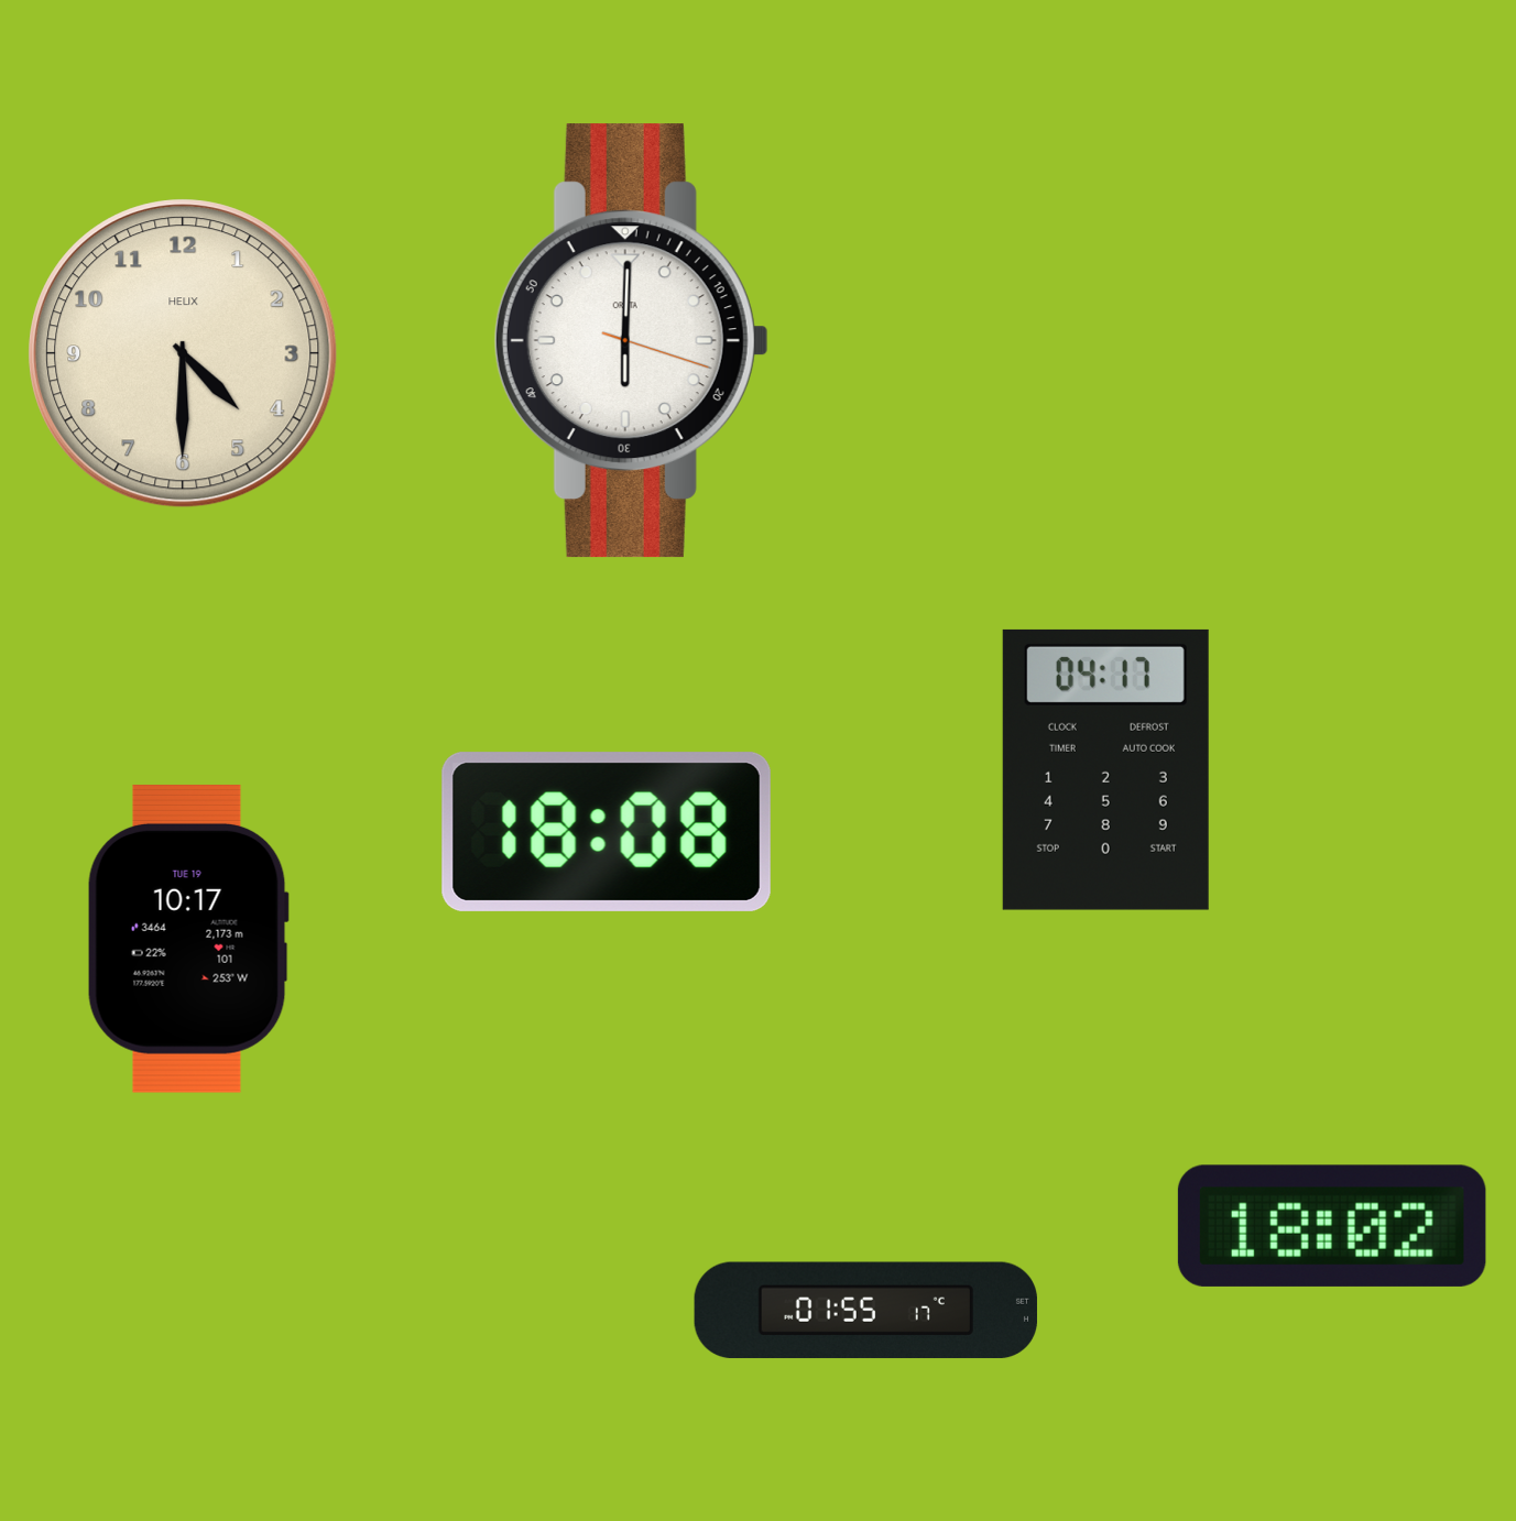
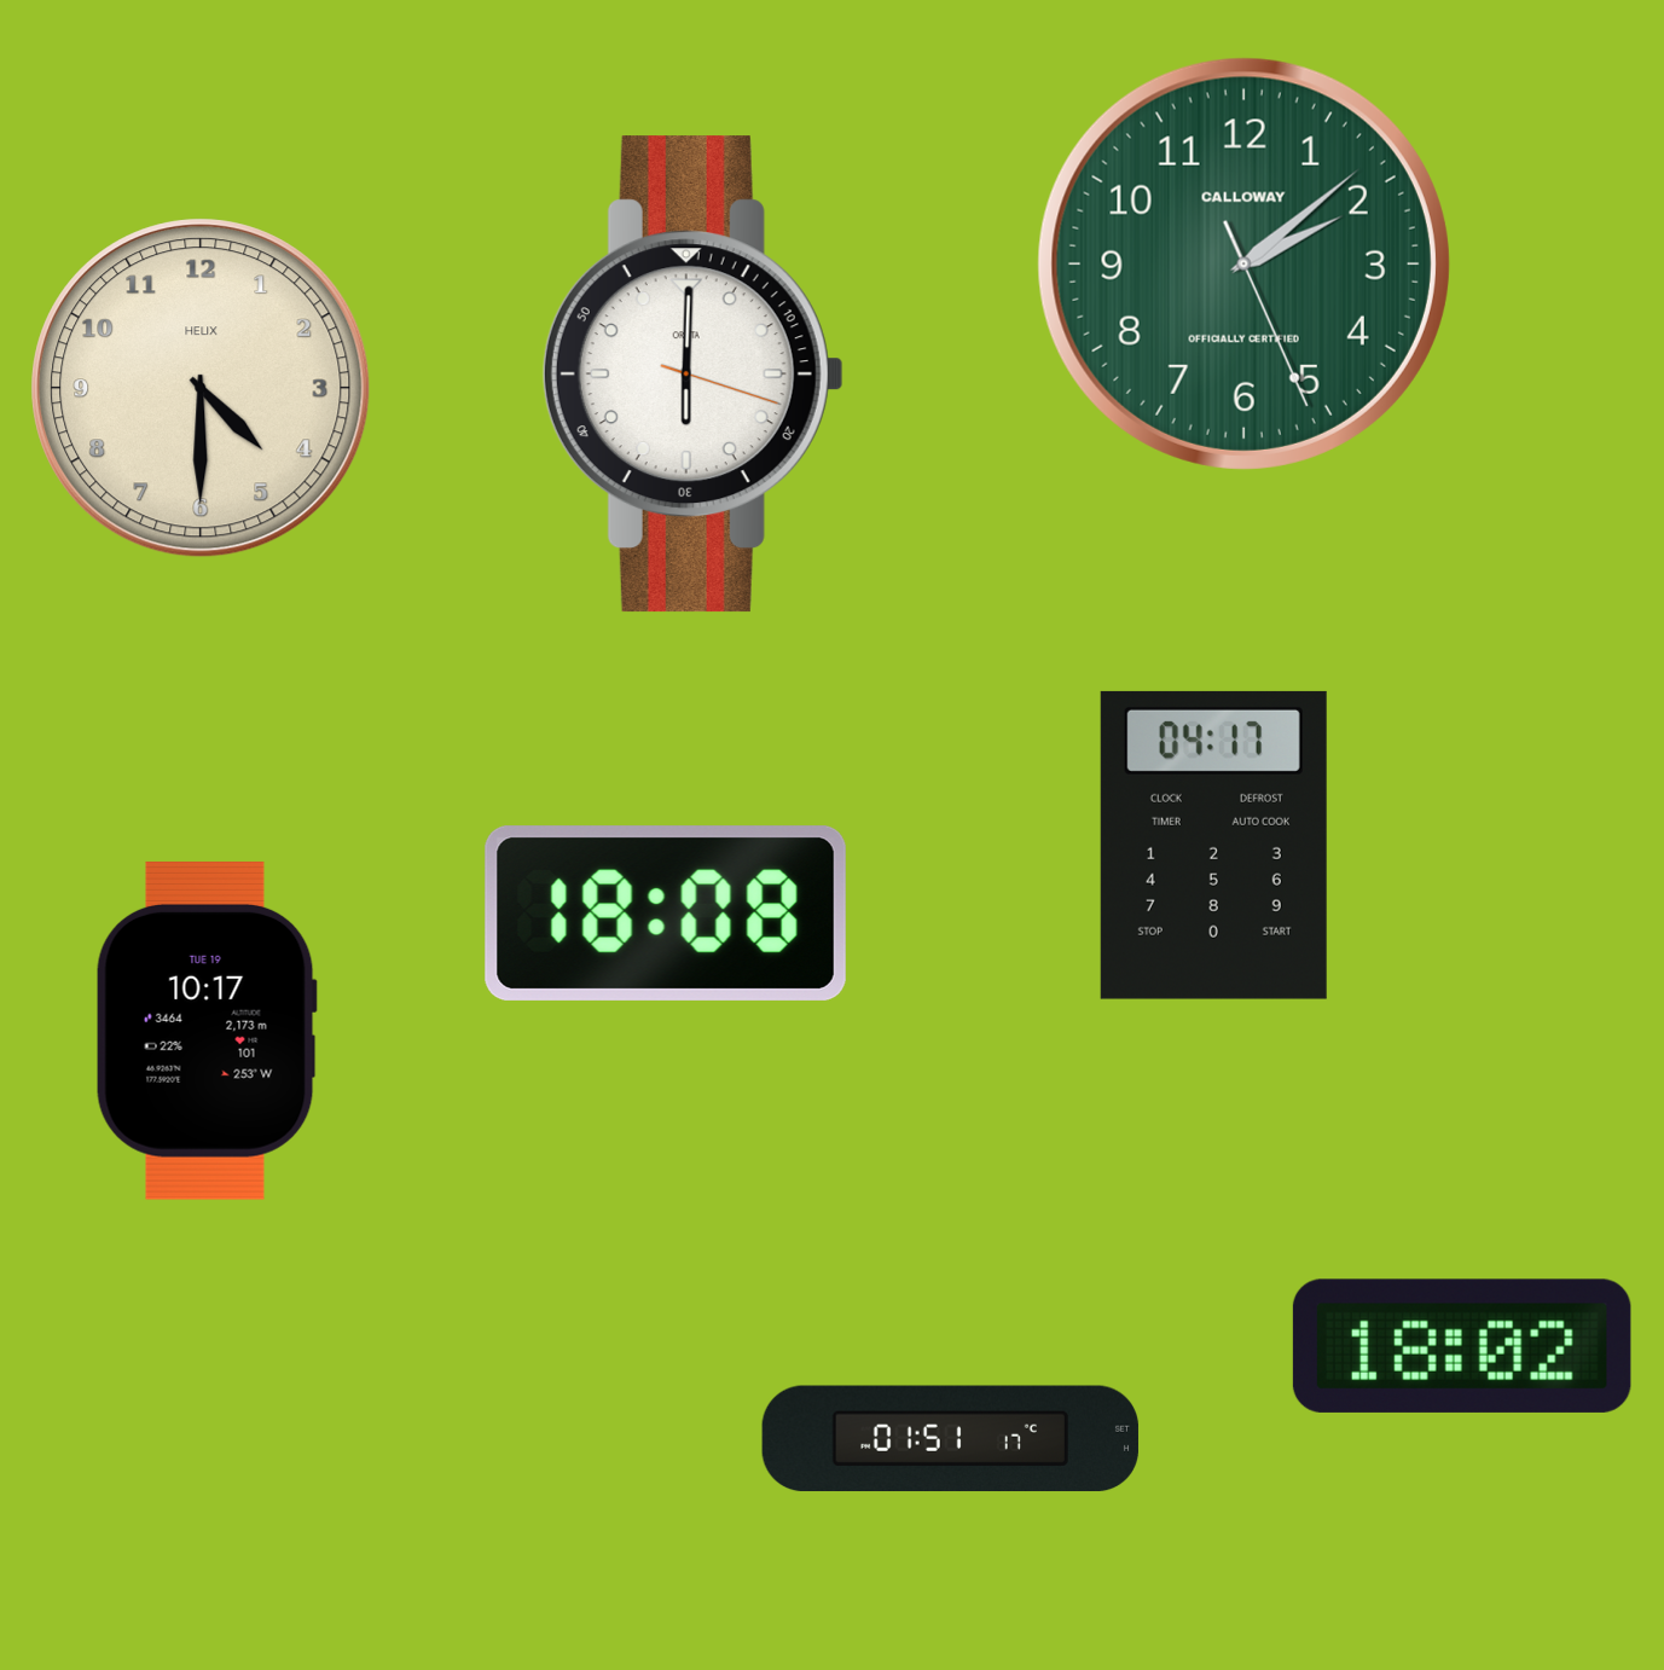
clock at (1243, 263): none -> 2:08
clock at (865, 1311): 01:55 -> 01:51
